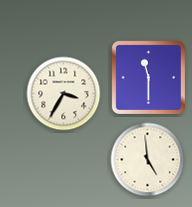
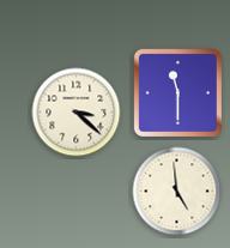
clock at (64, 94): 3:35 -> 3:22
